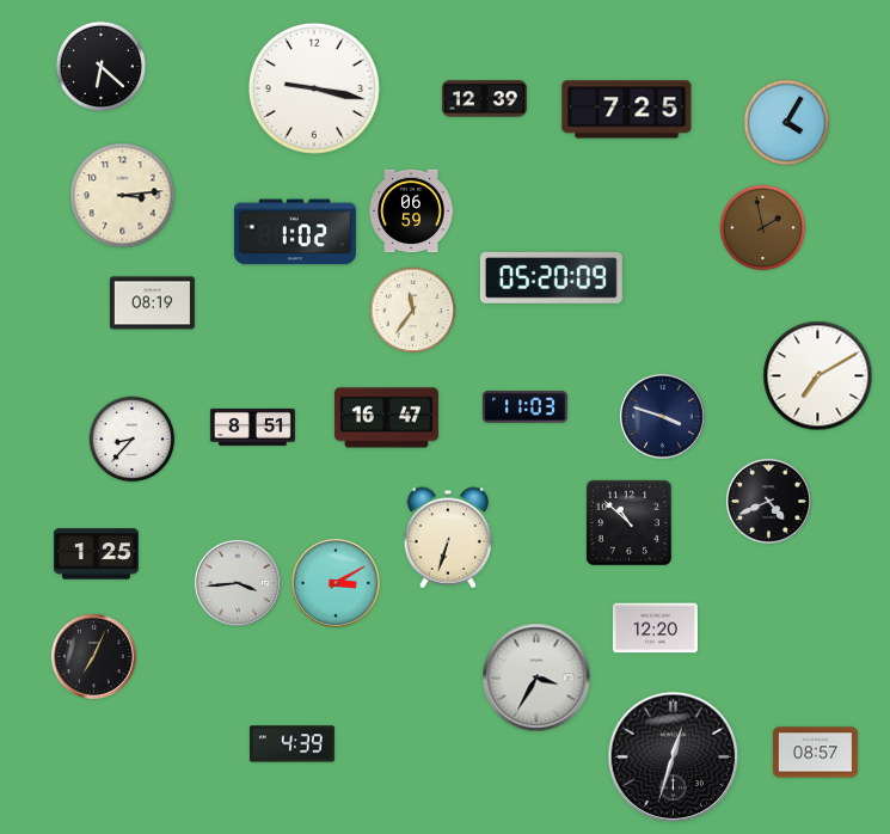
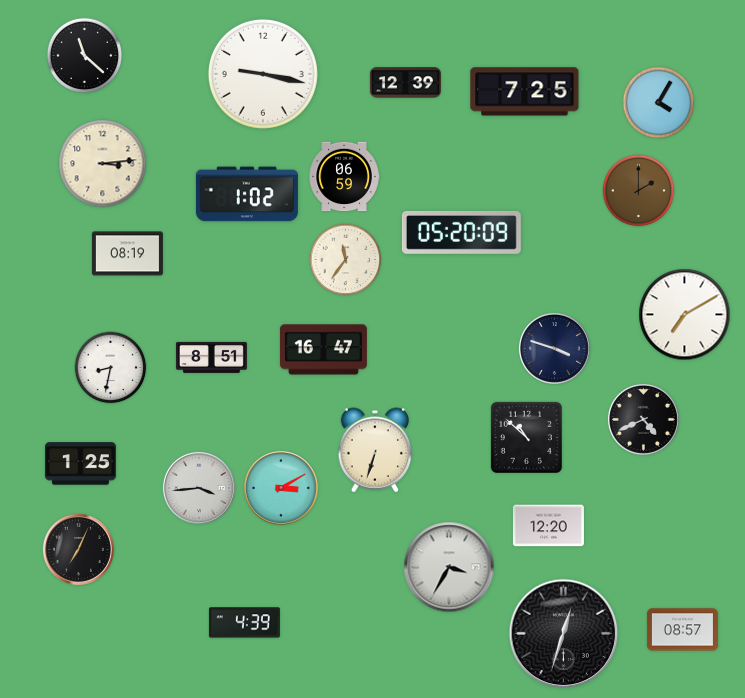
clock at (100, 66): 6:22 -> 11:22
clock at (763, 228): 1:58 -> 2:00
clock at (524, 407): 11:03 -> none
clock at (133, 440): 8:37 -> 8:32
